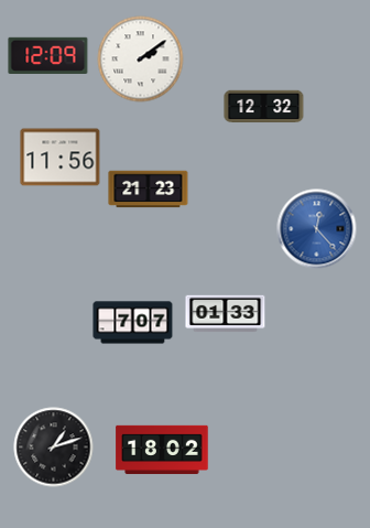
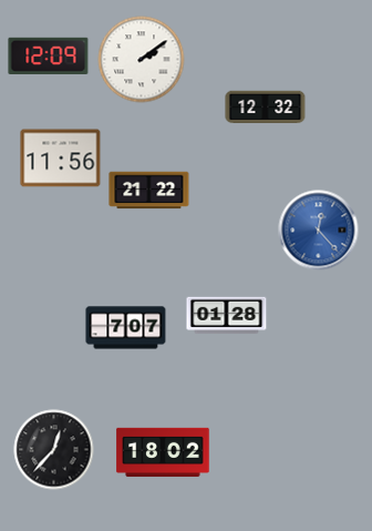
clock at (149, 190): 21:23 -> 21:22
clock at (226, 314): 01:33 -> 01:28
clock at (133, 323) position: (133, 323) -> (126, 328)
clock at (54, 448): 1:12 -> 12:37
